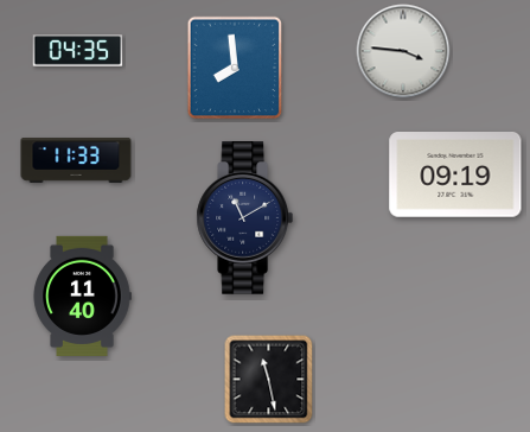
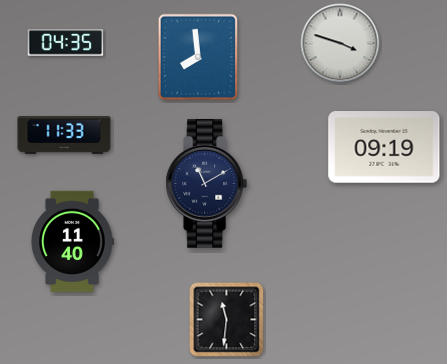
clock at (403, 51): 3:46 -> 3:48
clock at (82, 296) position: (82, 296) -> (72, 241)
clock at (269, 380): 11:28 -> 11:31
